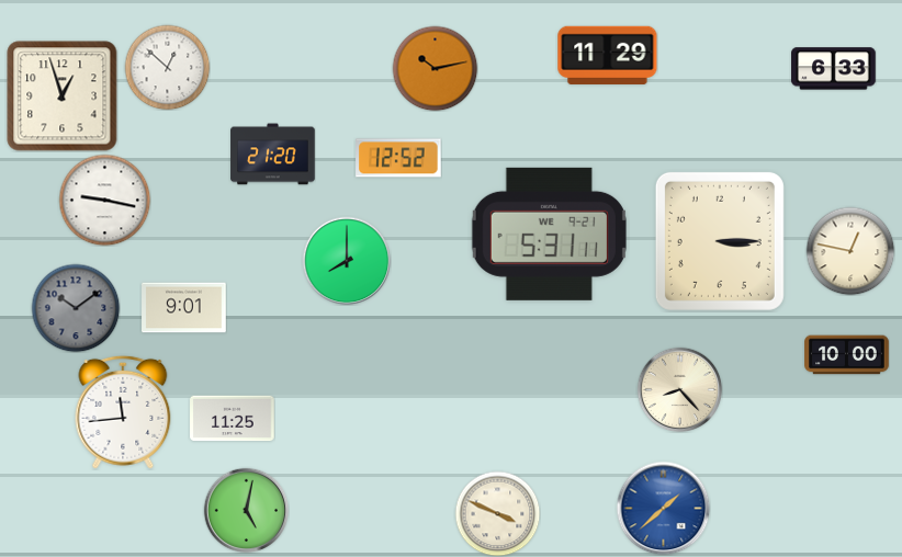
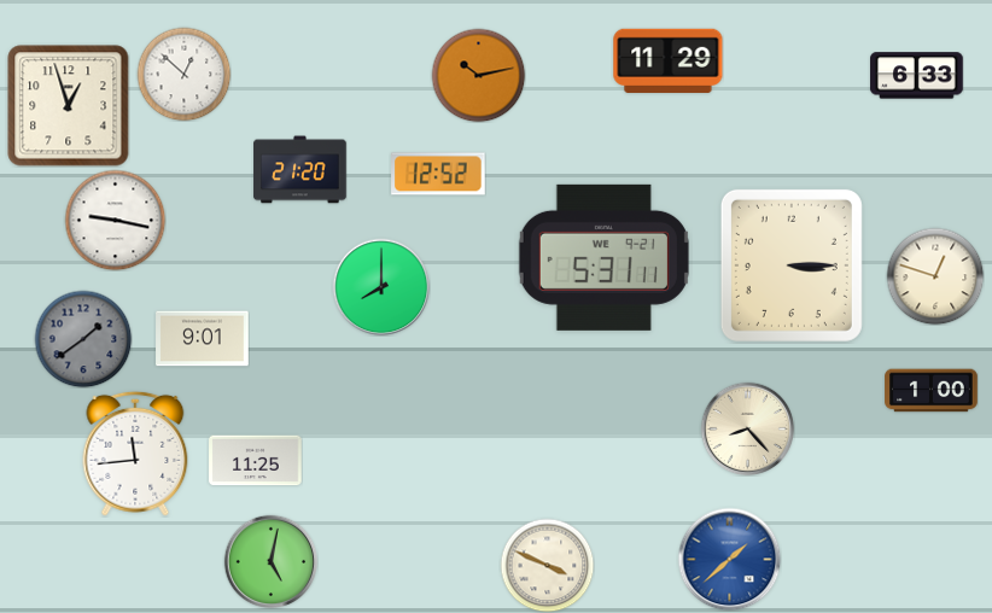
clock at (850, 251): 12:47 -> 12:48
clock at (76, 308): 10:09 -> 1:39
clock at (847, 355): 10:00 -> 1:00
